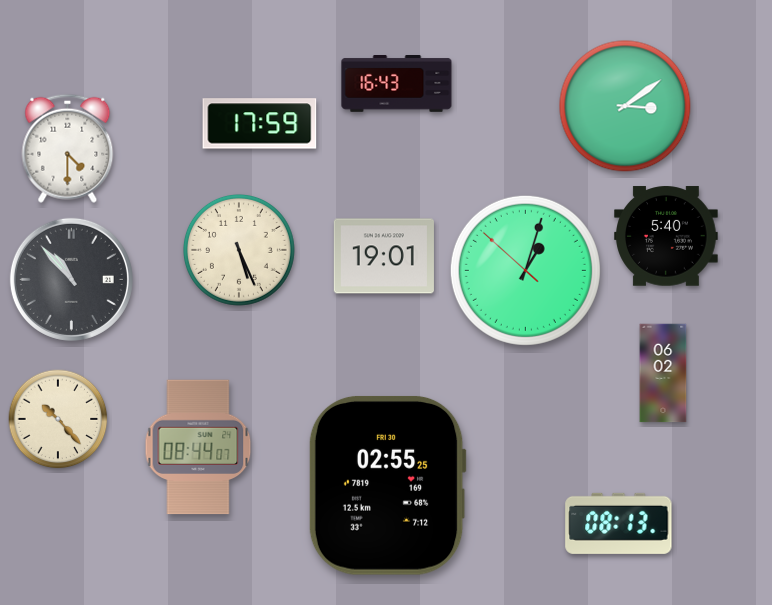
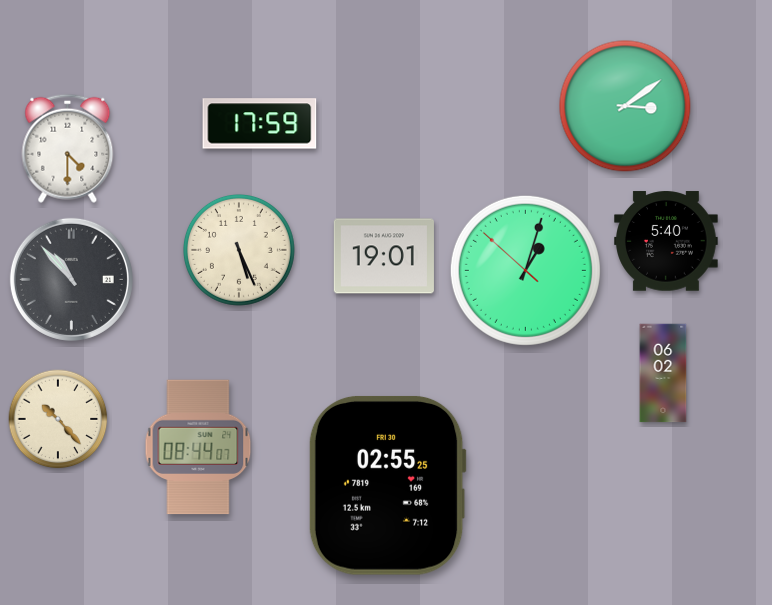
clock at (397, 84): 16:43 -> none
clock at (667, 236) position: (667, 236) -> (667, 241)
clock at (619, 523): 08:13 -> none
